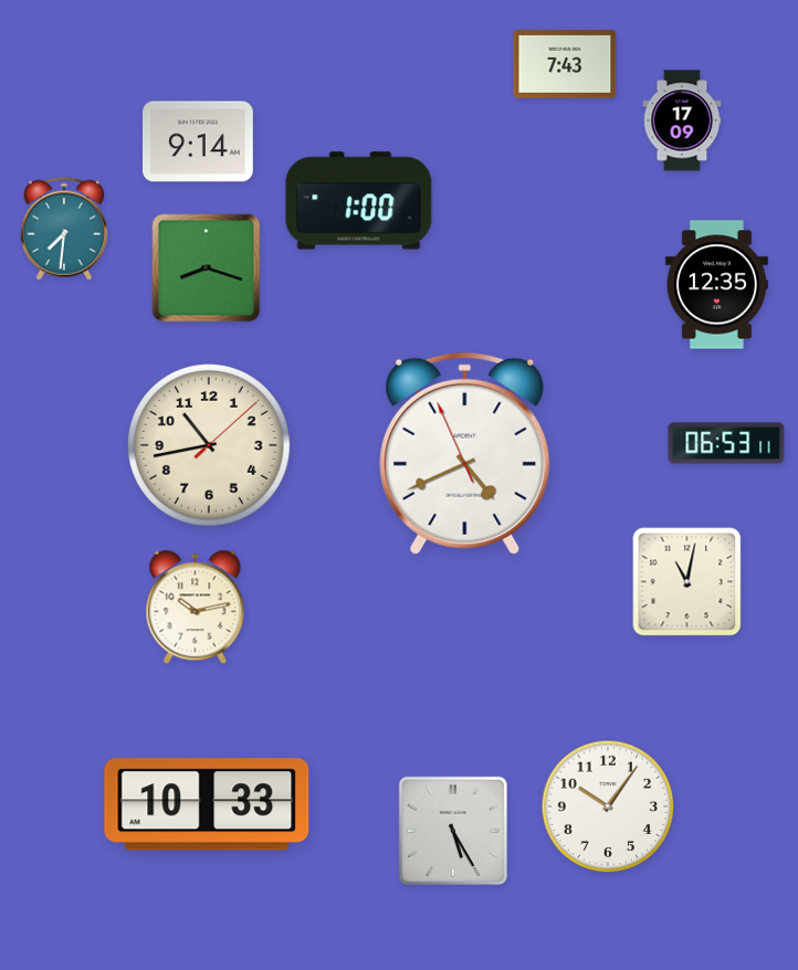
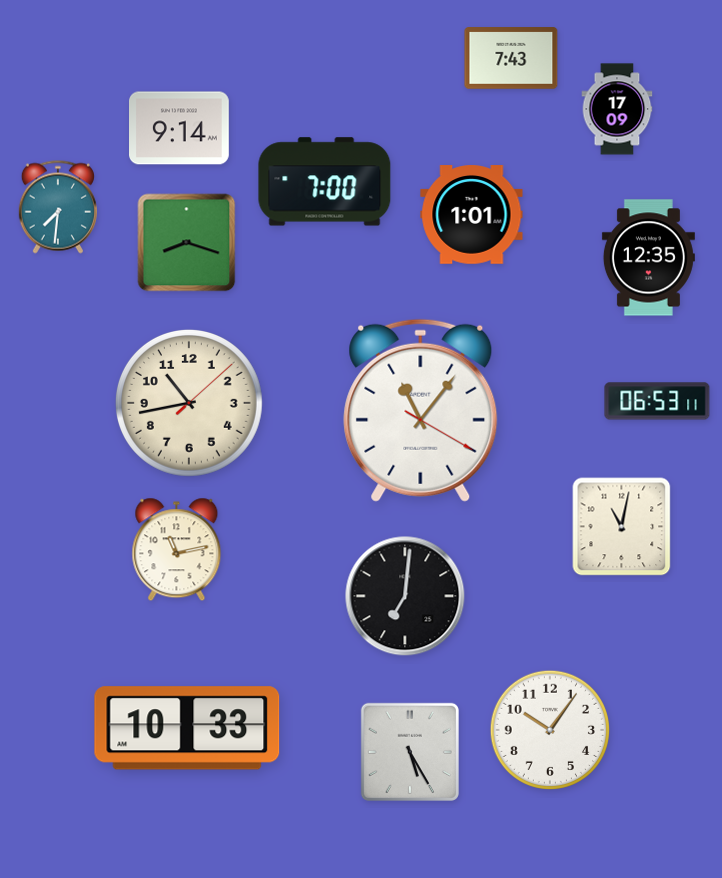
clock at (359, 201): 1:00 -> 7:00
clock at (472, 215): none -> 1:01
clock at (465, 453): 4:40 -> 11:06
clock at (196, 608): 10:13 -> 11:13
clock at (405, 596): none -> 7:01
